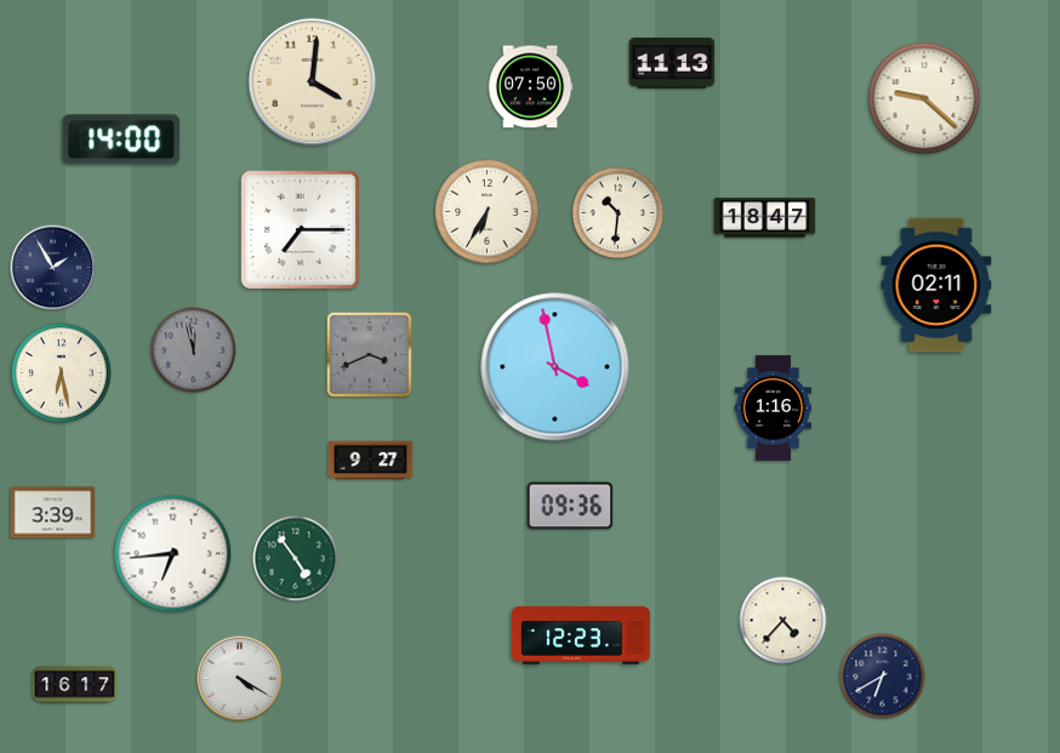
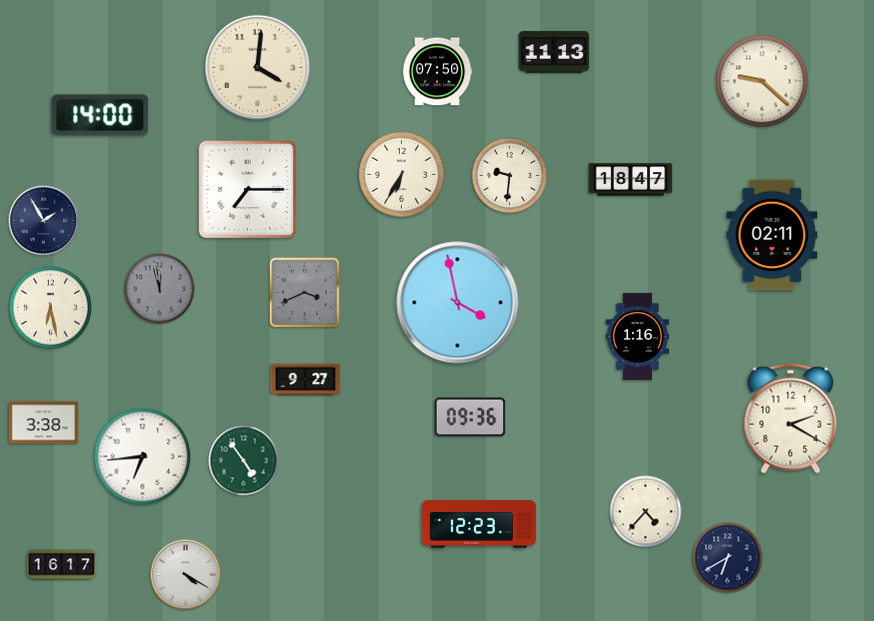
clock at (619, 213): 10:31 -> 9:31
clock at (791, 418): none -> 2:20
clock at (53, 513): 3:39 -> 3:38
clock at (240, 679) position: (240, 679) -> (186, 575)
